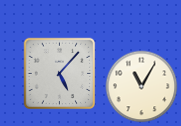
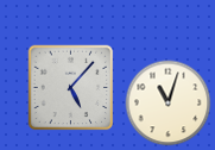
clock at (142, 87): 11:05 -> 11:03
